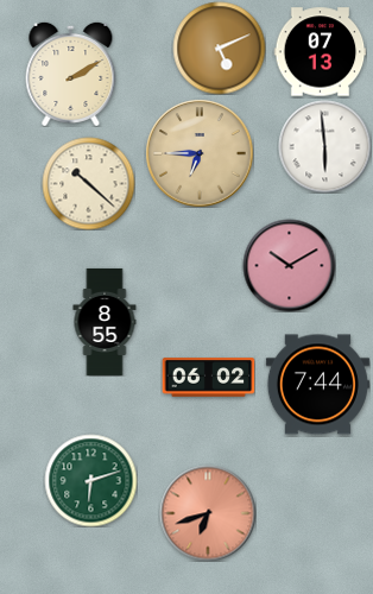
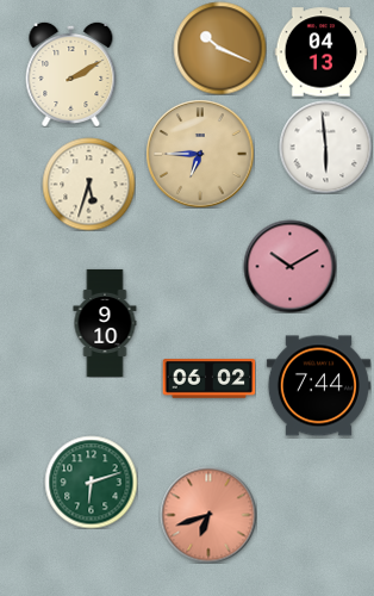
clock at (219, 48): 5:11 -> 10:19
clock at (320, 52): 07:13 -> 04:13
clock at (88, 183): 10:22 -> 5:33
clock at (105, 322): 8:55 -> 9:10
